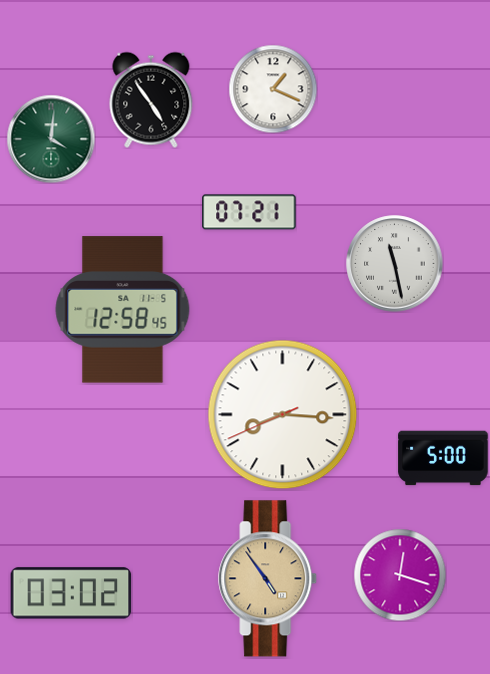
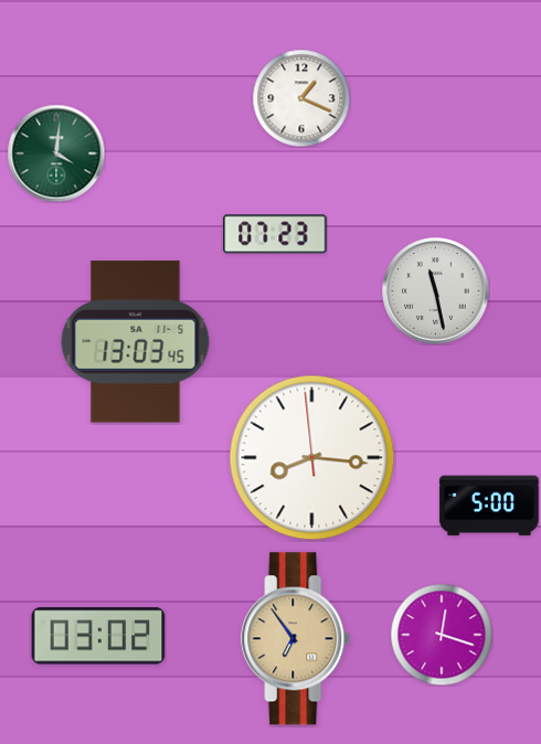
clock at (151, 100): 4:54 -> none
clock at (249, 212): 07:21 -> 07:23
clock at (123, 310): 12:58 -> 13:03
clock at (283, 415): 8:15:41 -> 8:15:59
clock at (268, 579): 4:54 -> 6:54
clock at (71, 593) position: (71, 593) -> (98, 636)
